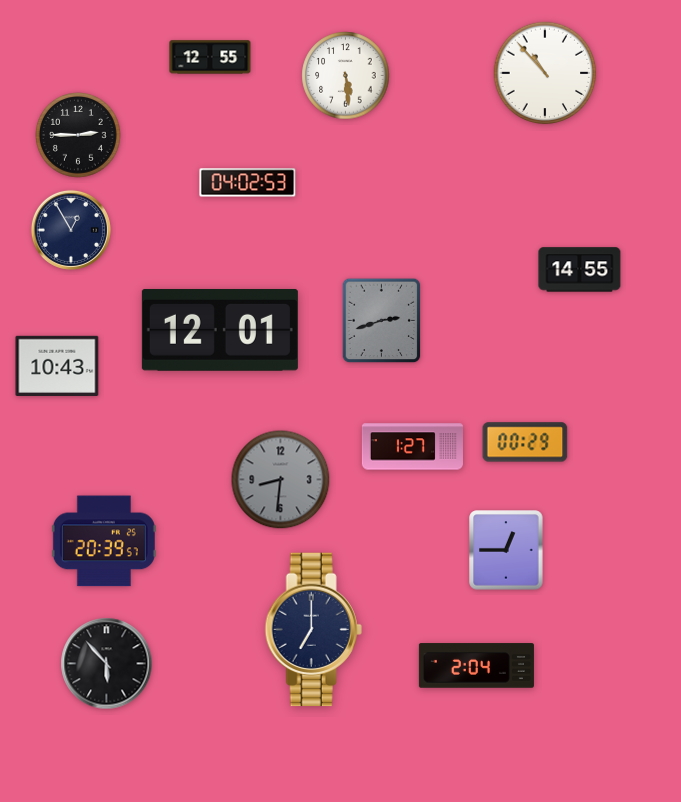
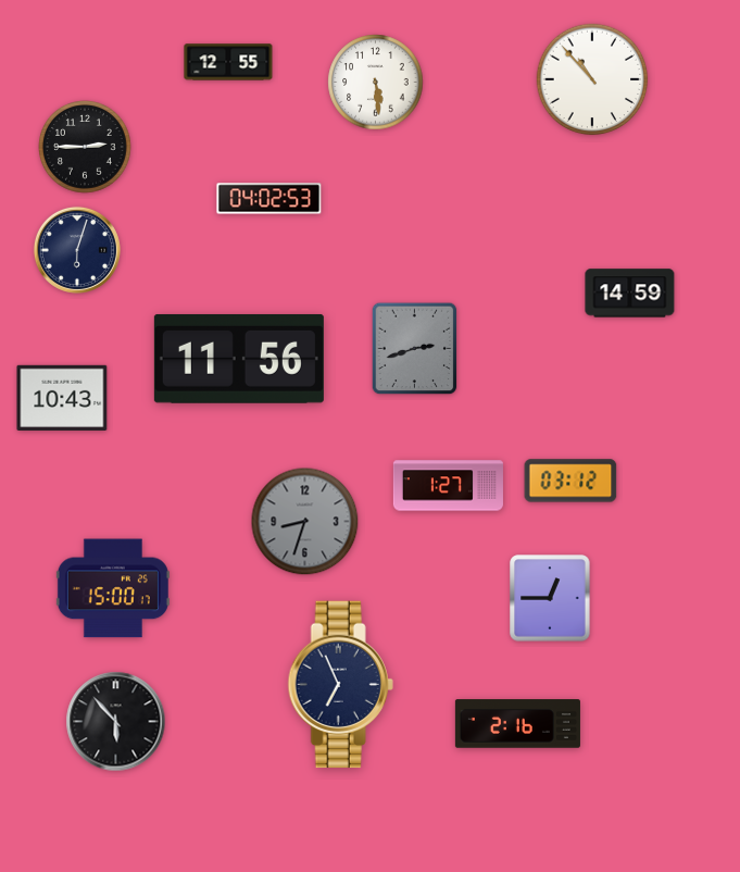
clock at (71, 230): 12:55 -> 6:03
clock at (580, 270): 14:55 -> 14:59
clock at (220, 330): 12:01 -> 11:56
clock at (525, 442): 00:29 -> 03:12
clock at (281, 480): 8:31 -> 8:33
clock at (104, 541): 20:39 -> 15:00
clock at (313, 630): 7:00 -> 6:56
clock at (476, 666): 2:04 -> 2:16
